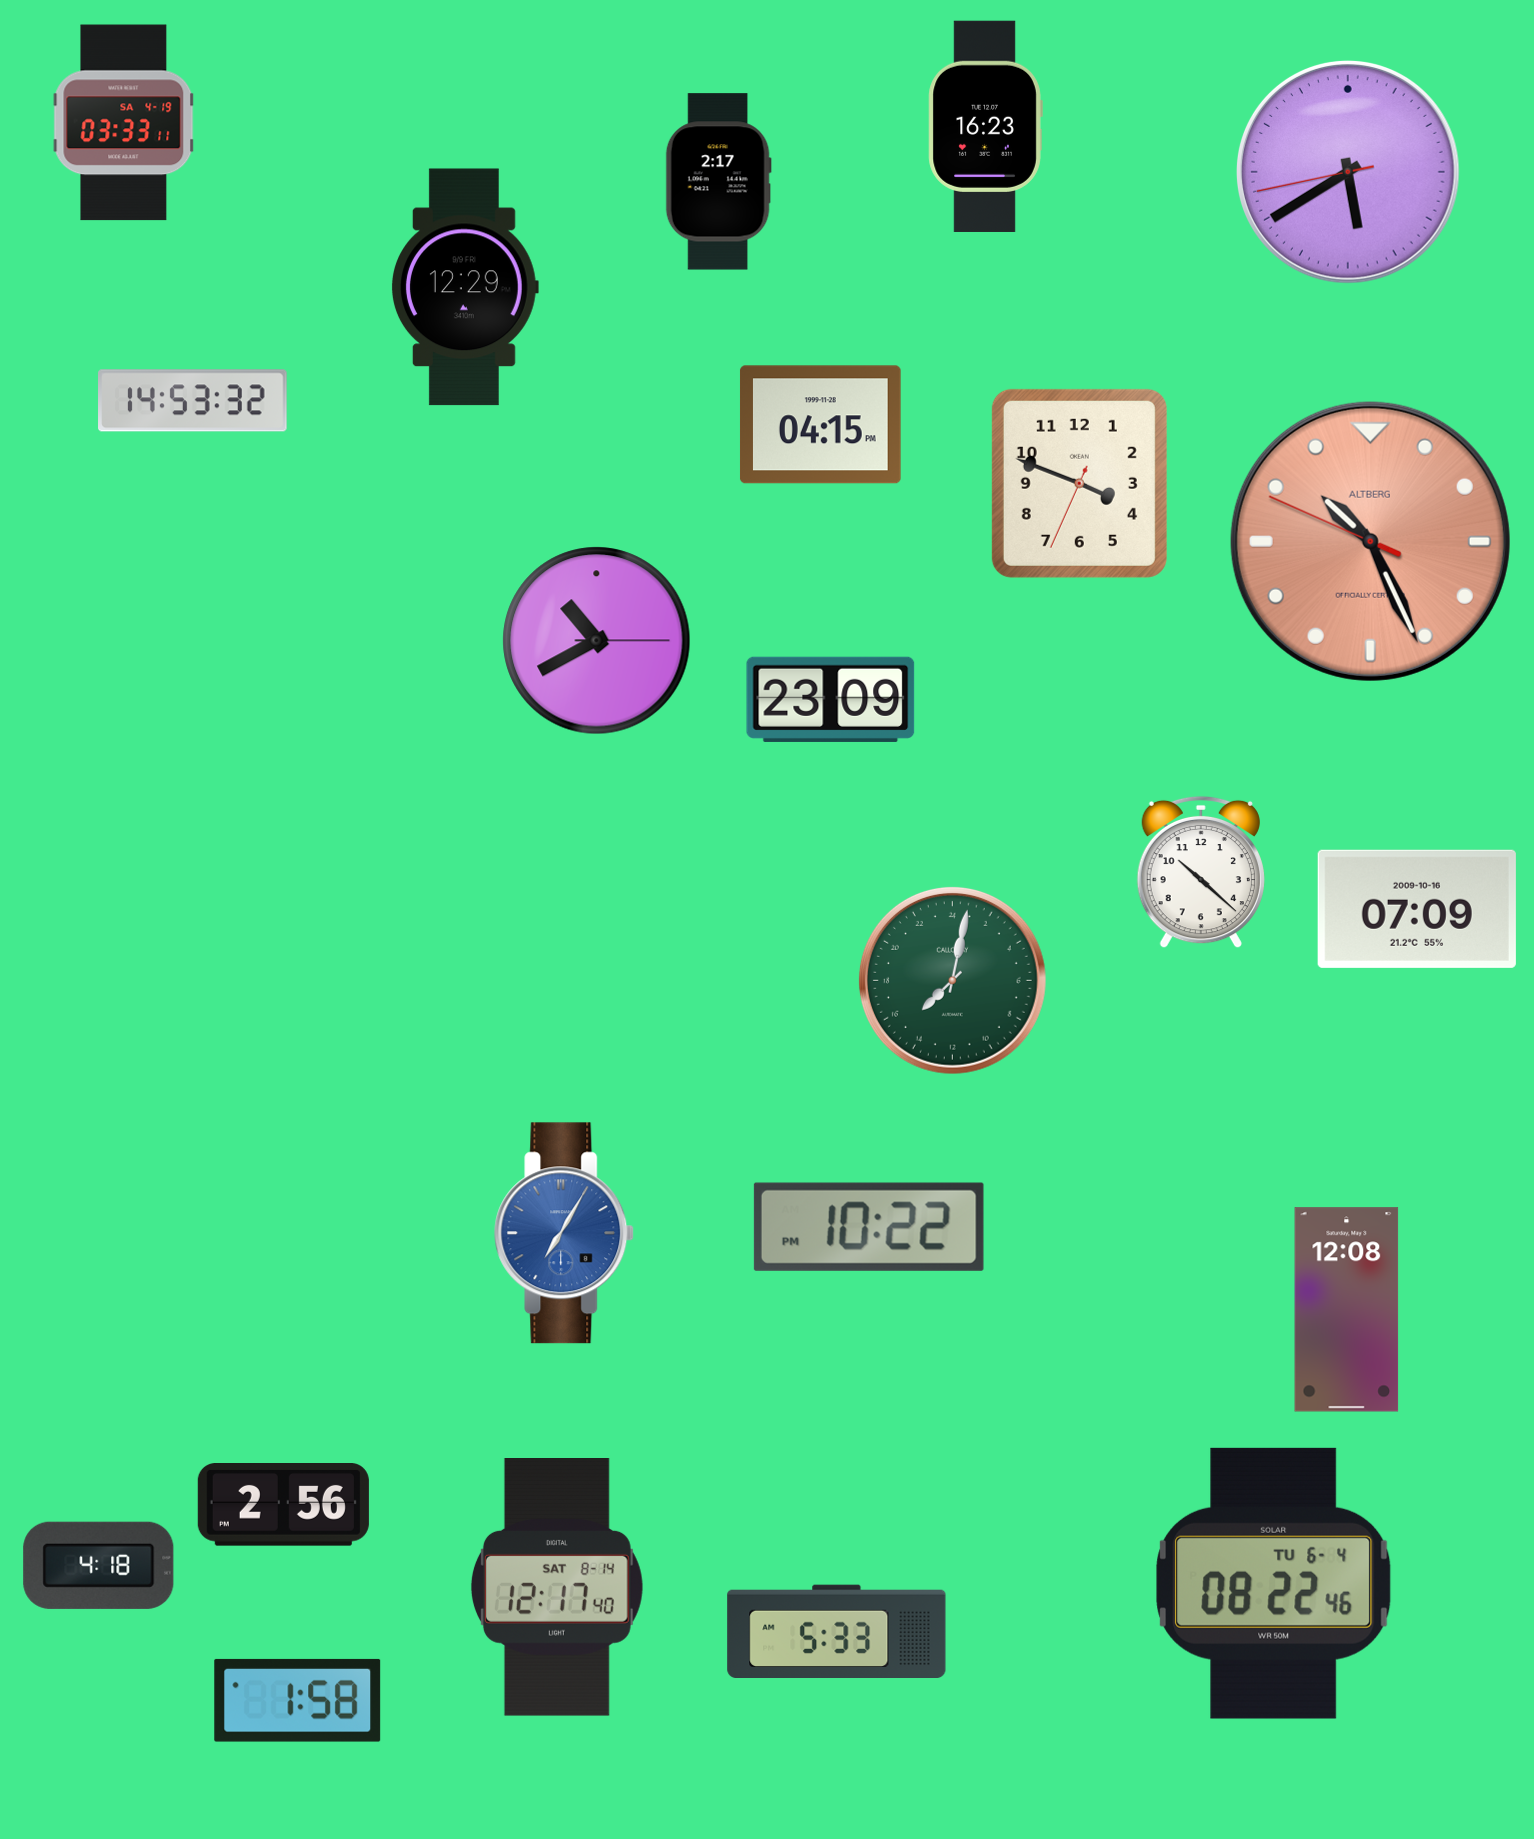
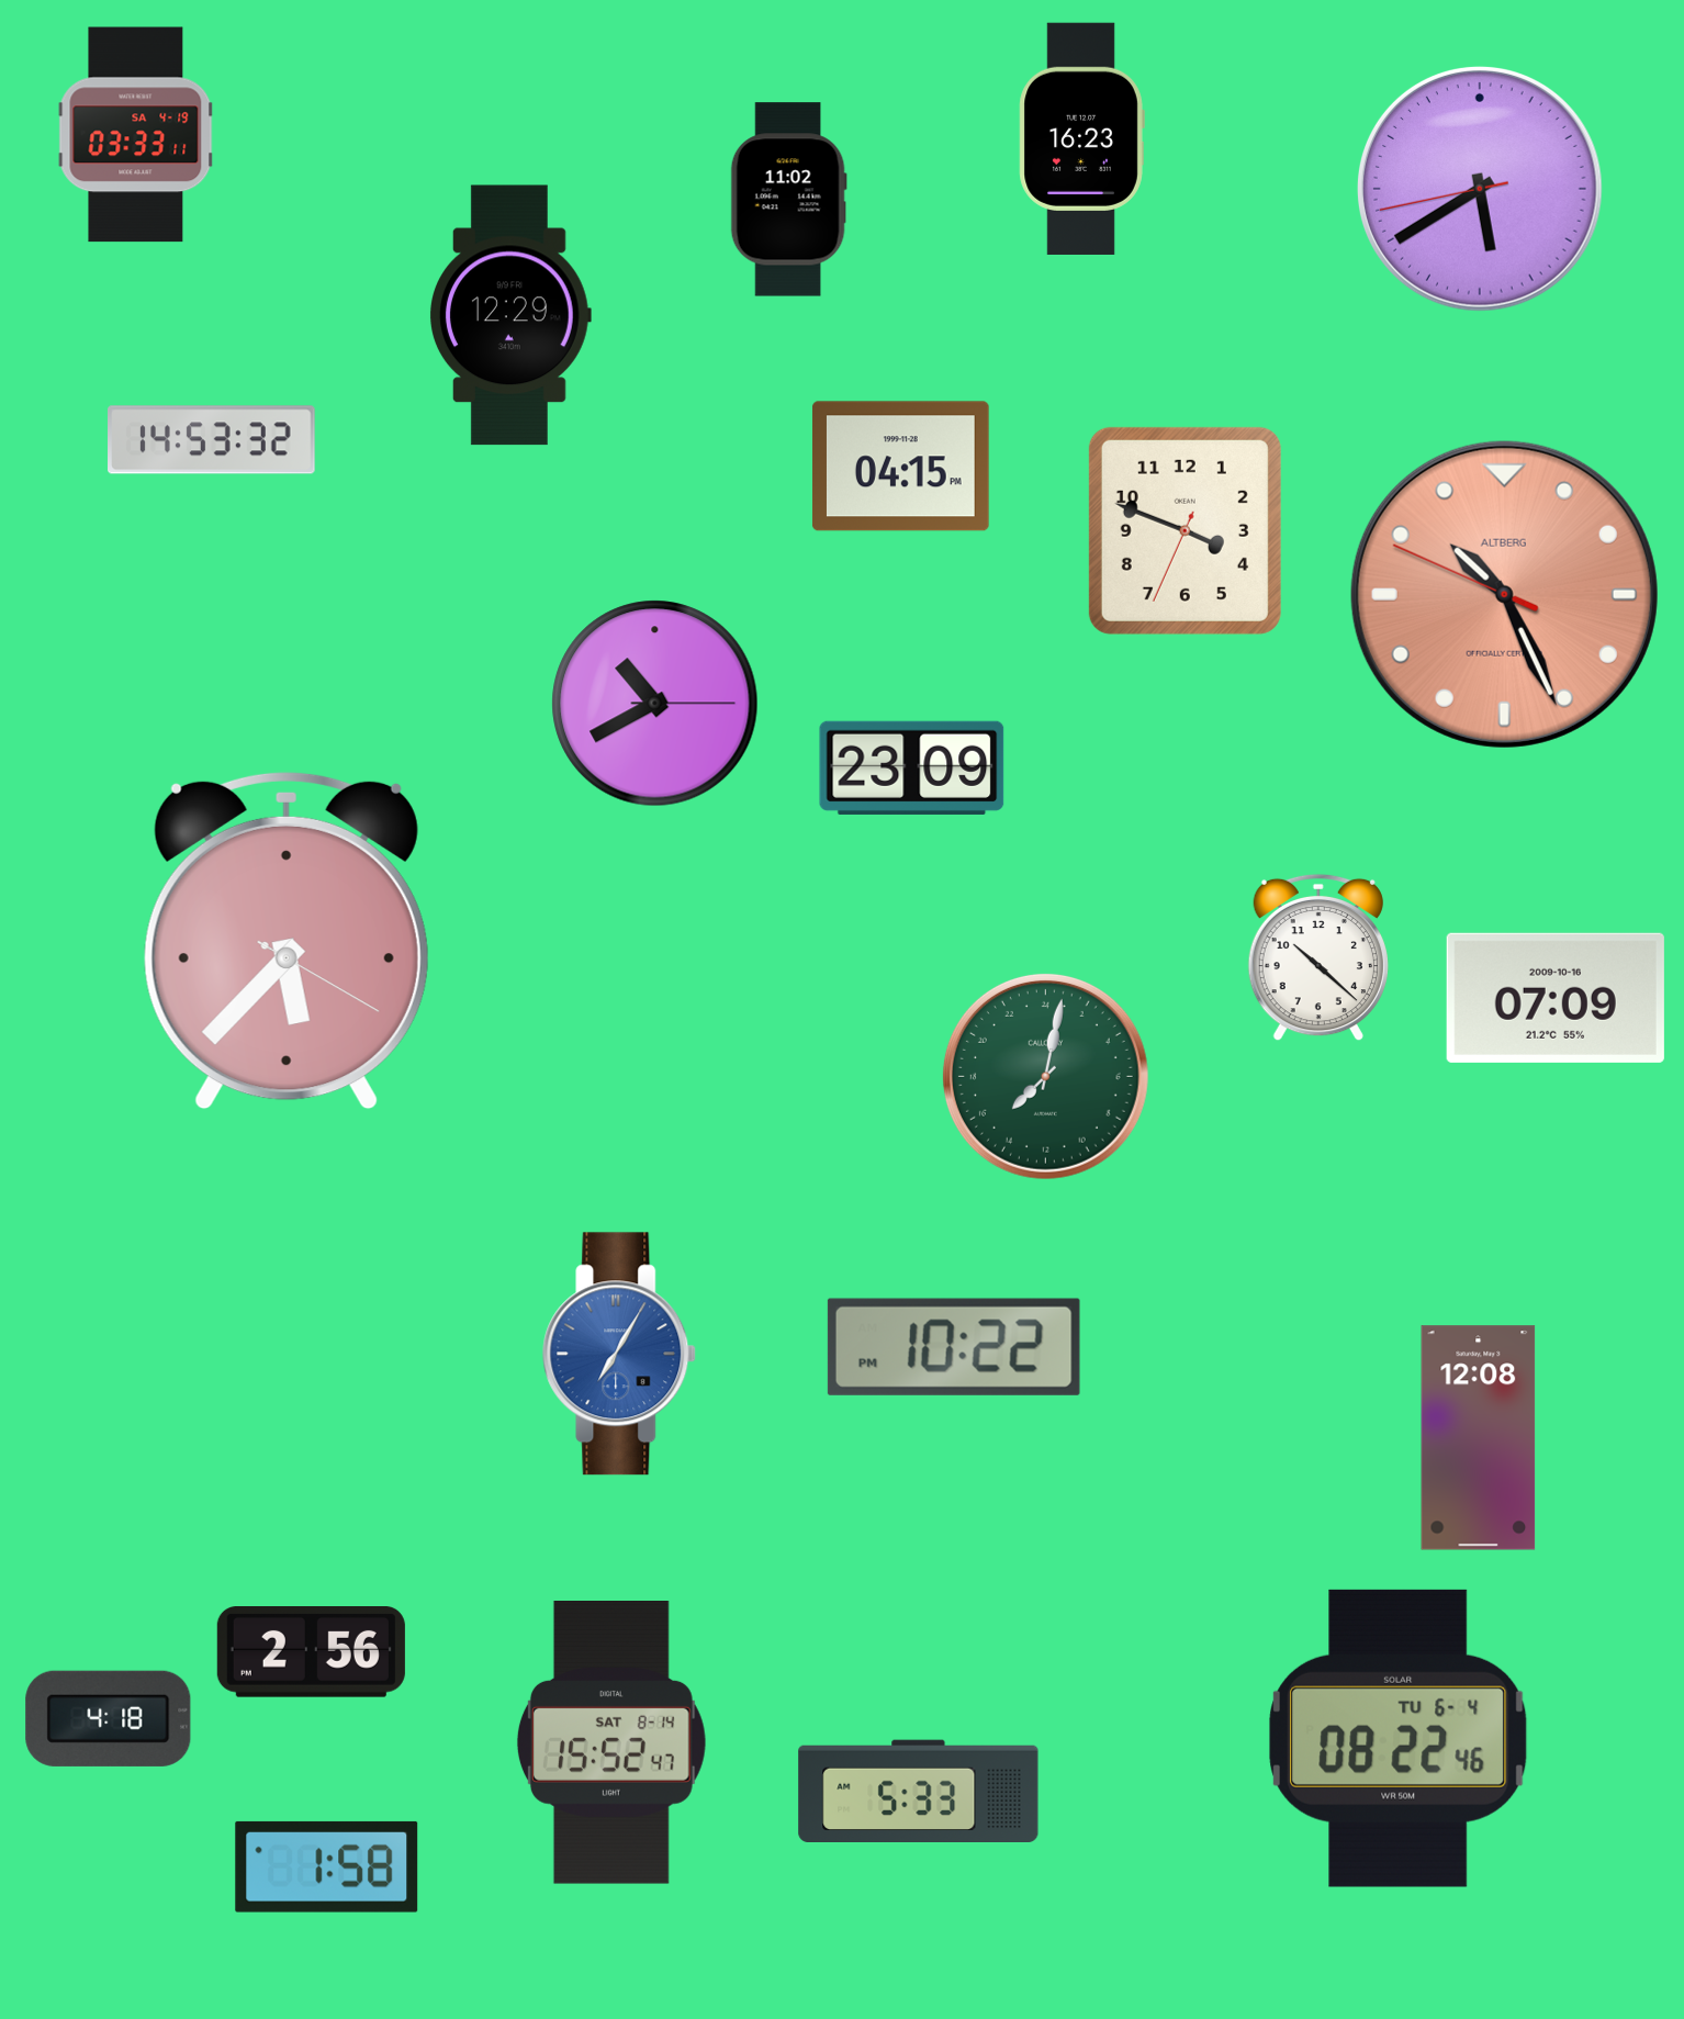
clock at (718, 182): 2:17 -> 11:02
clock at (287, 941): none -> 5:37
clock at (557, 1588): 12:17 -> 15:52
